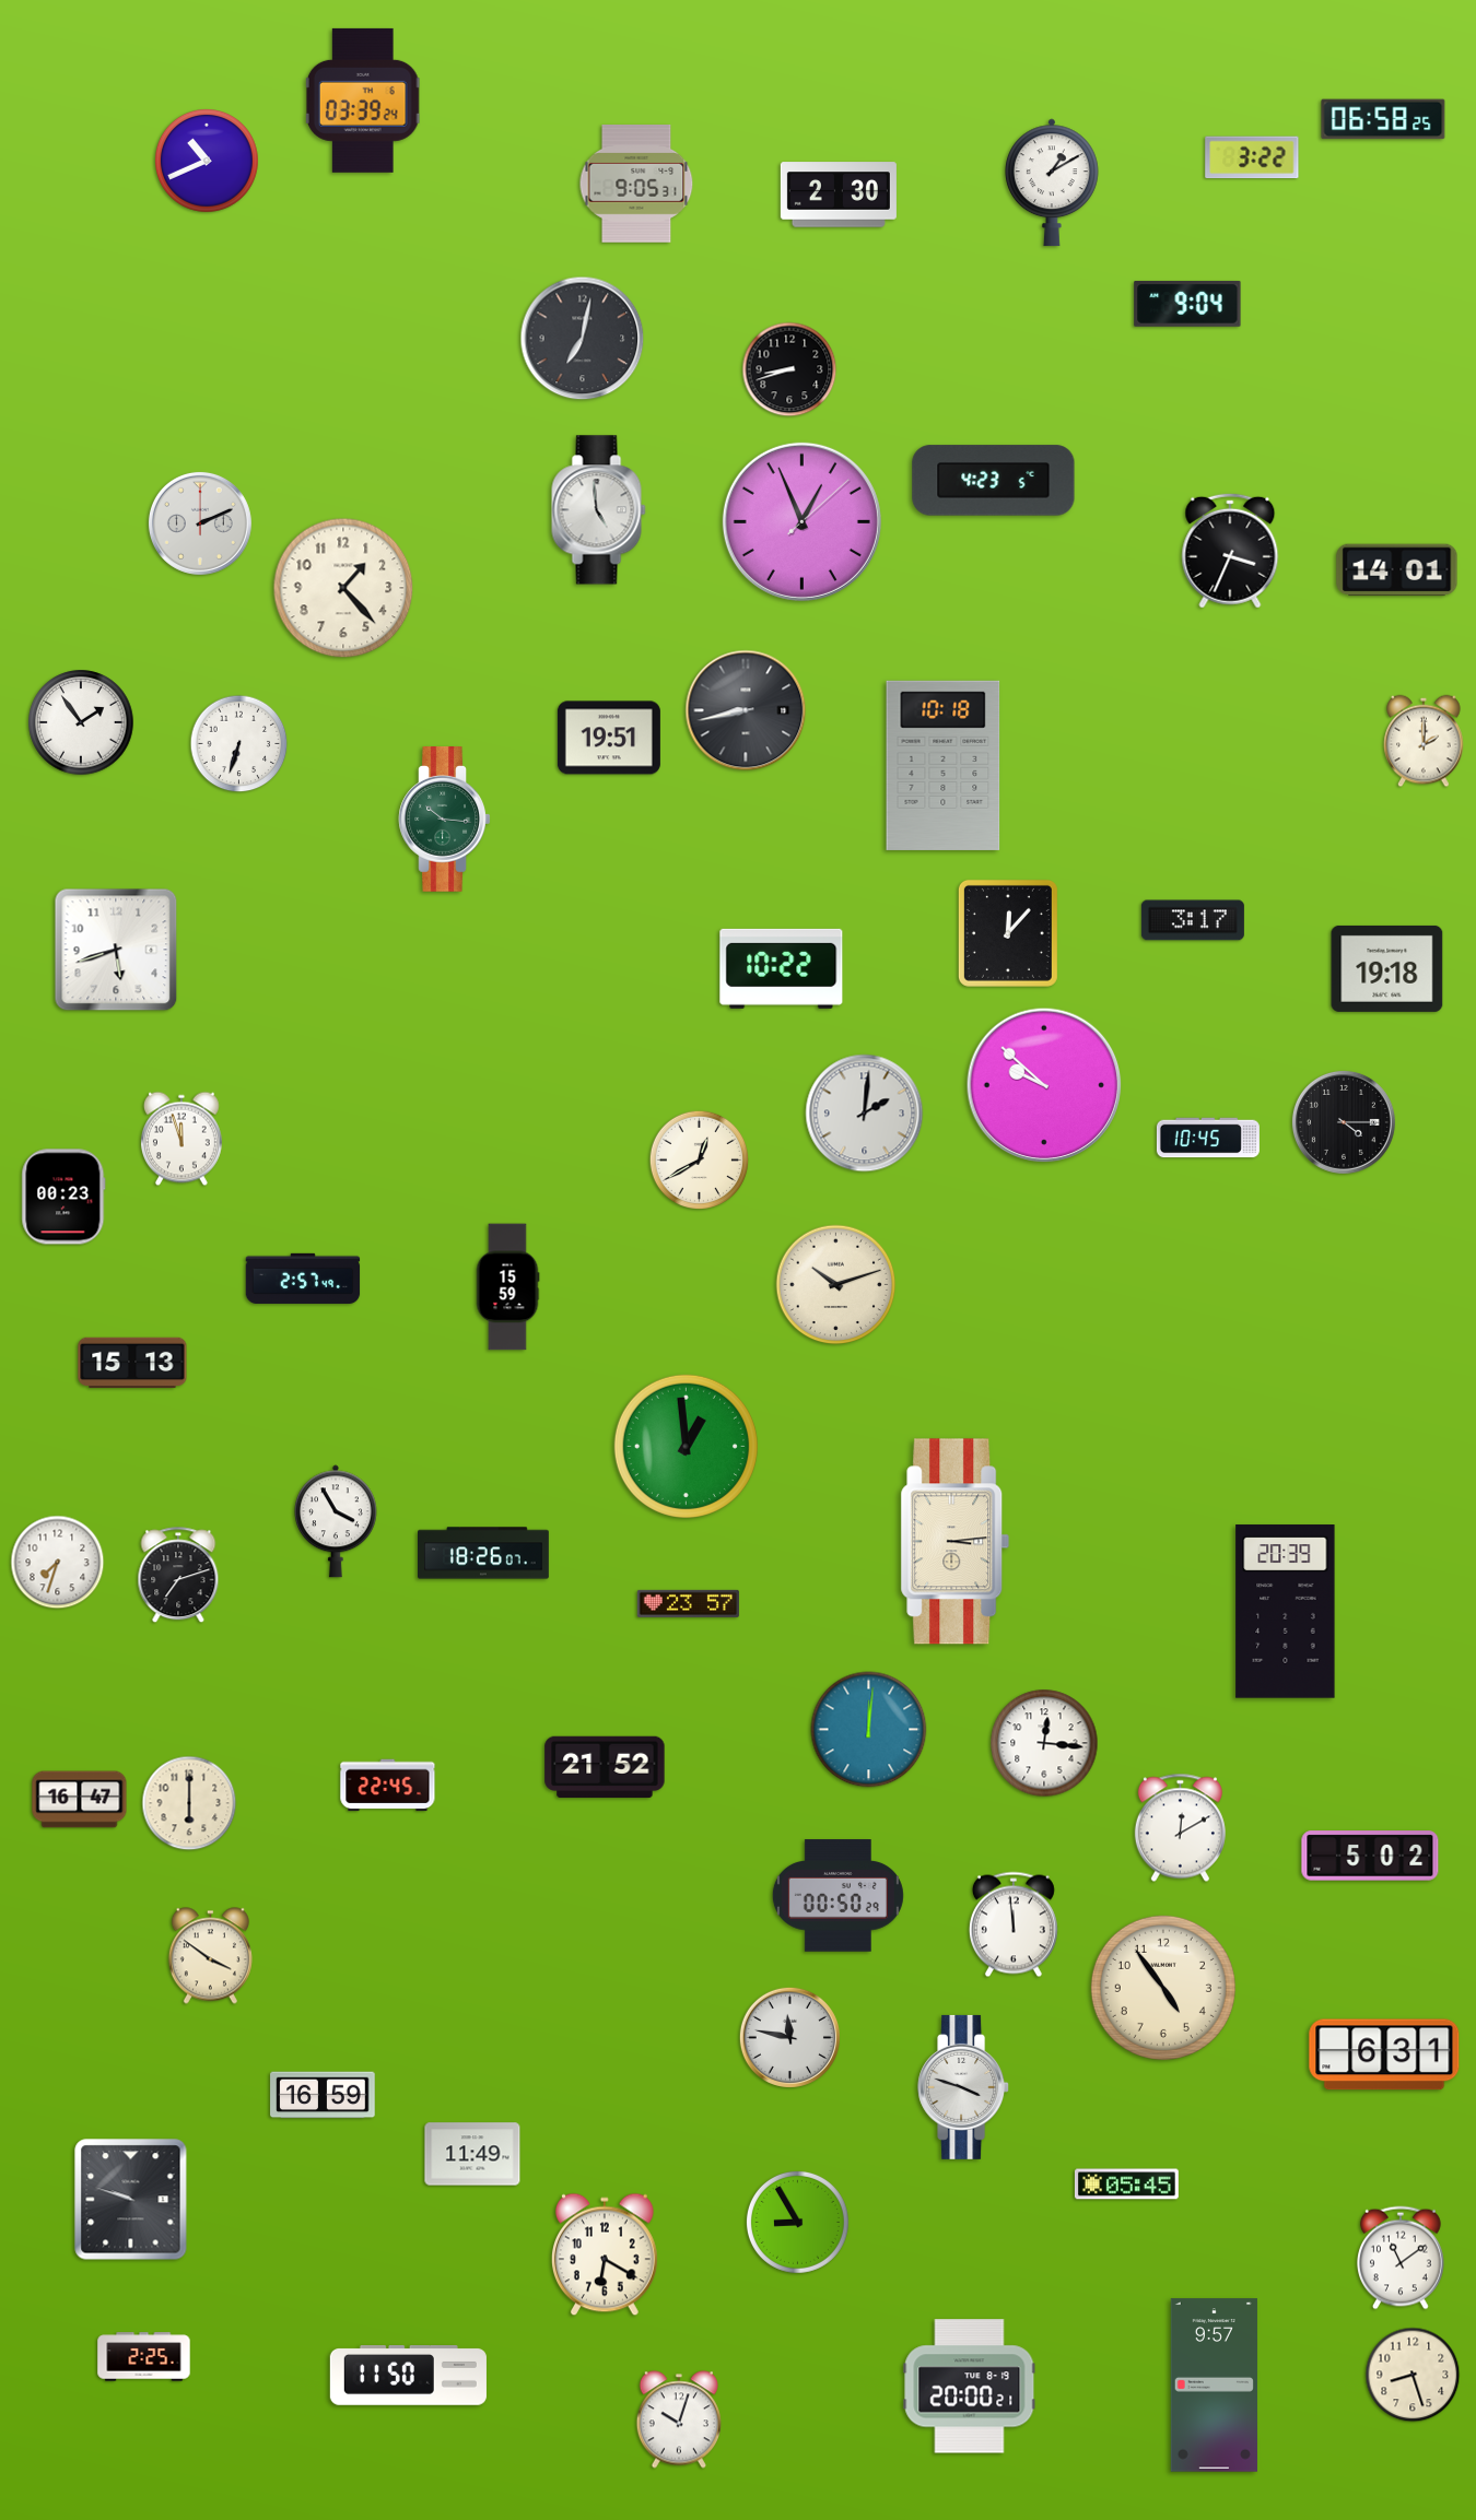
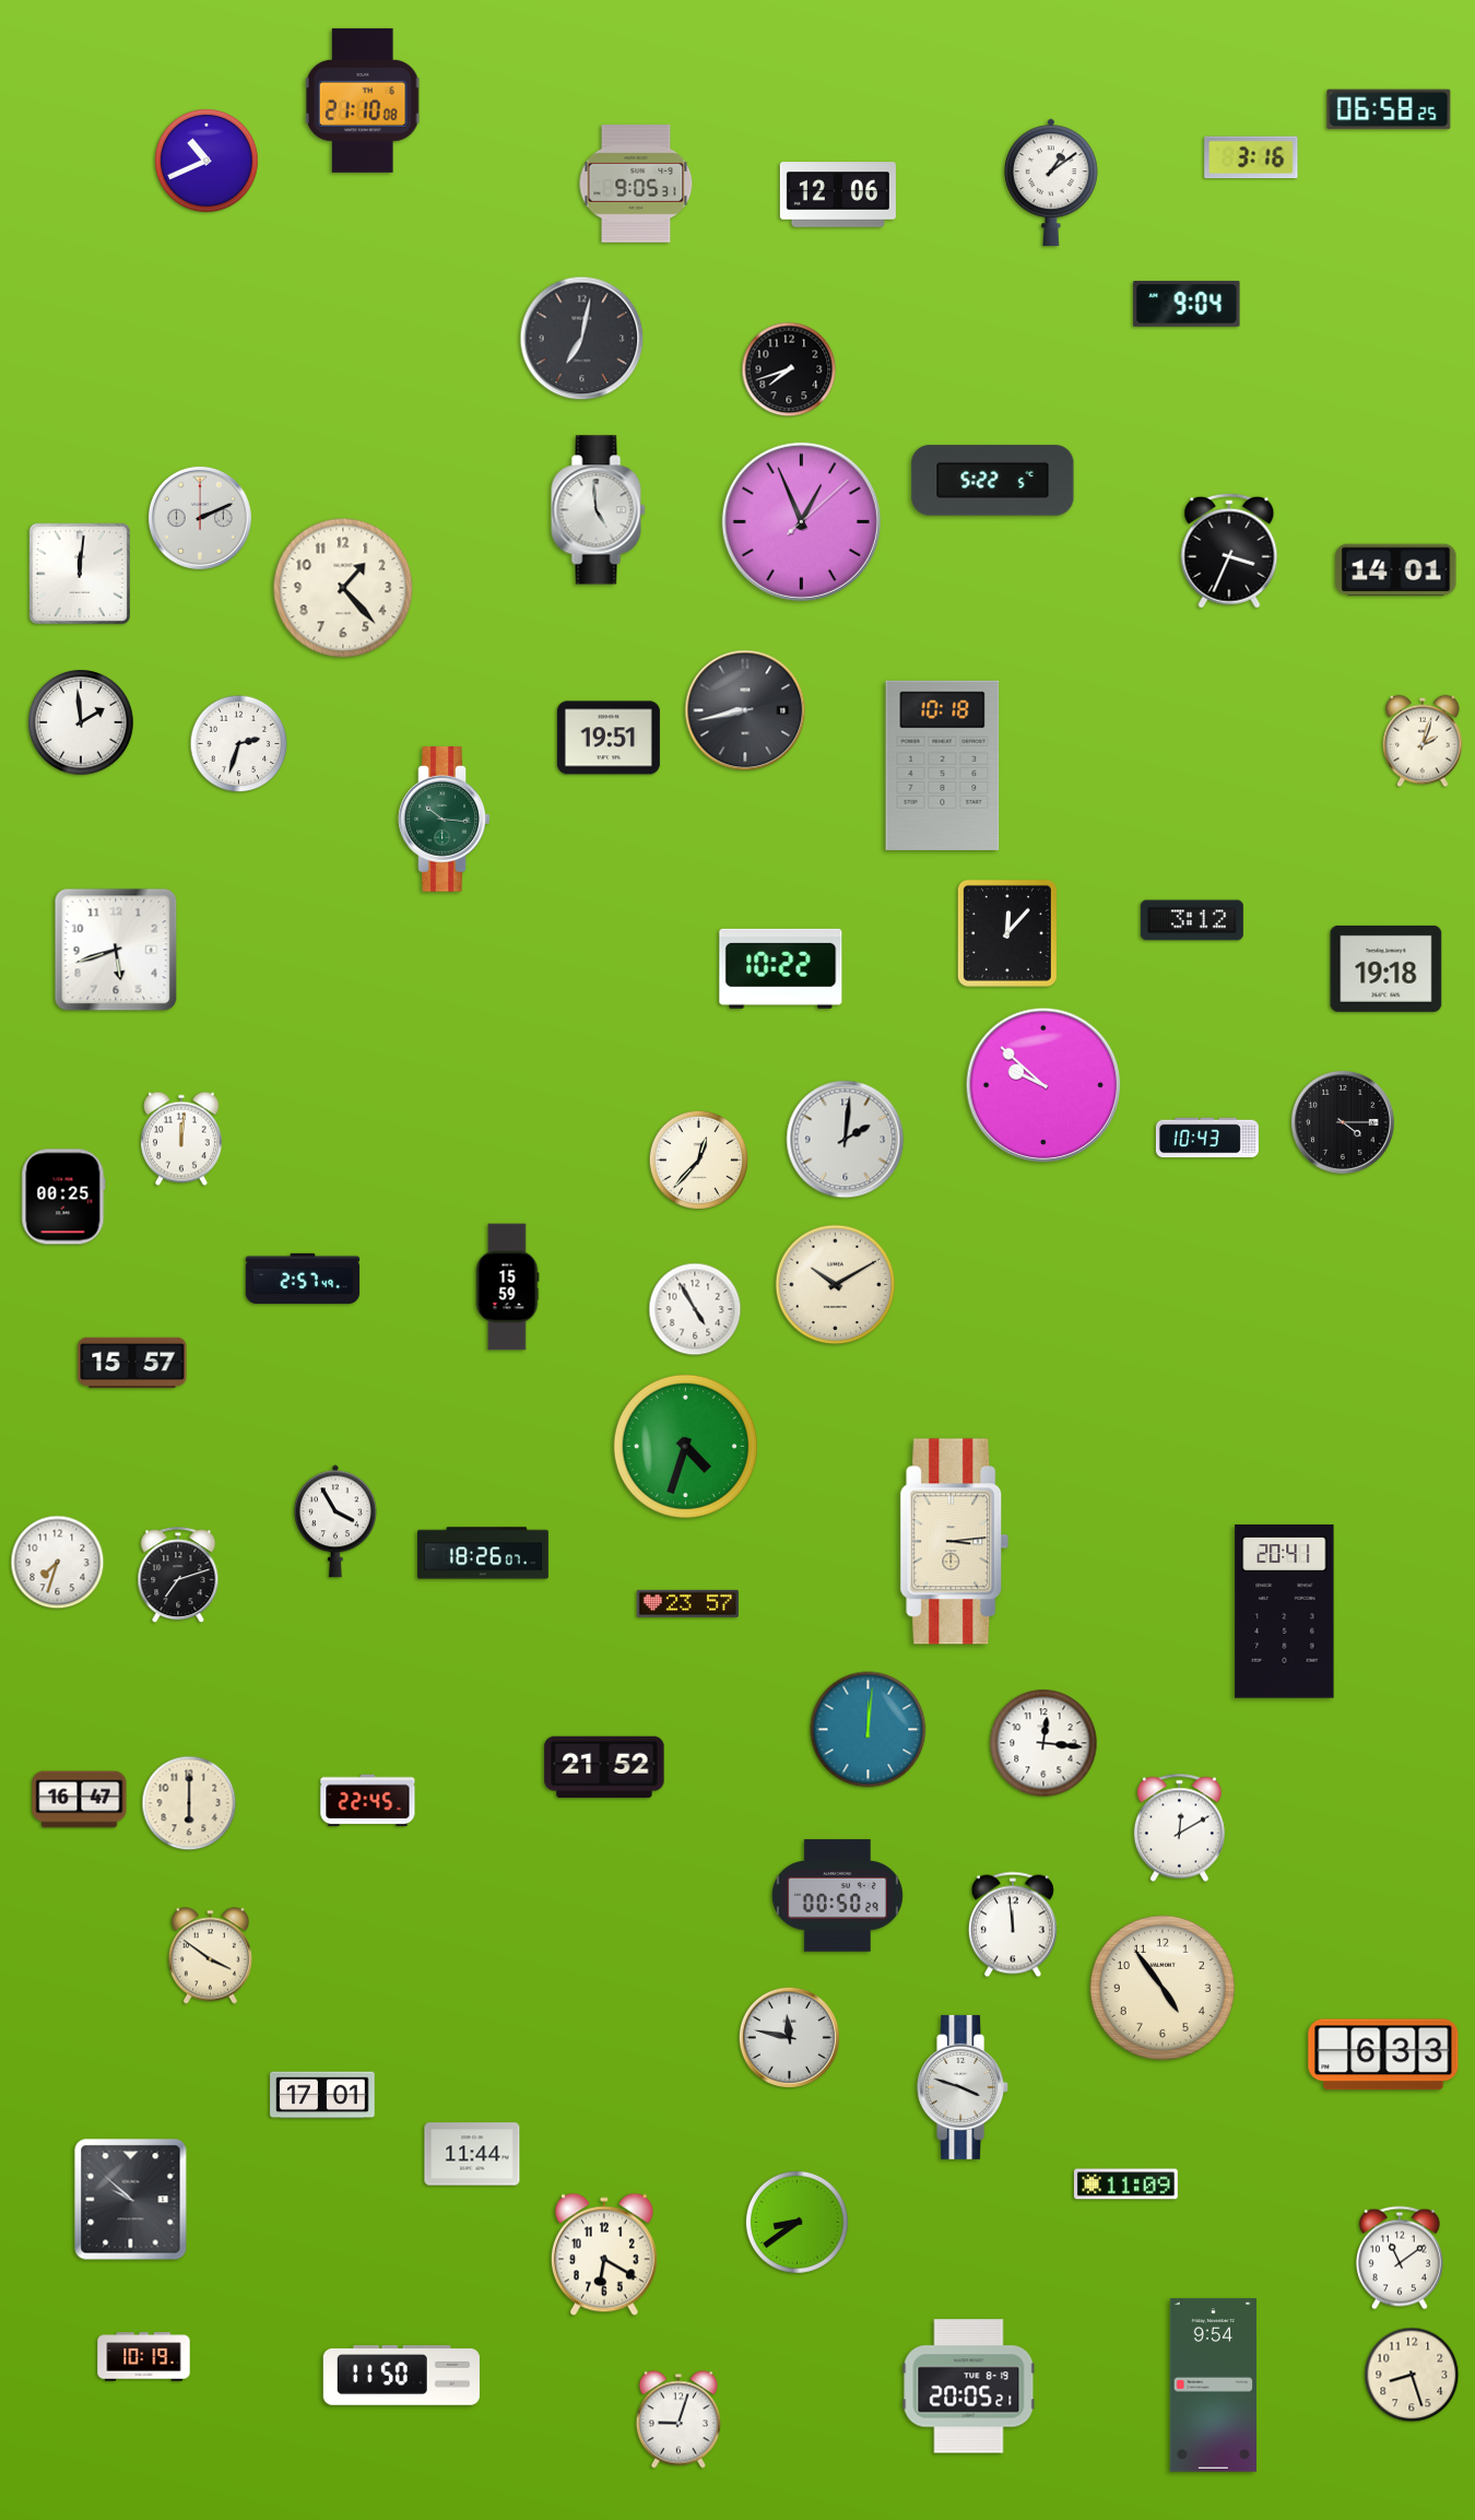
clock at (363, 101): 03:39 -> 21:10
clock at (1383, 119) position: (1383, 119) -> (1389, 109)
clock at (1252, 157): 3:22 -> 3:16
clock at (1052, 182): 1:10 -> 1:09
clock at (839, 195): 2:30 -> 12:06
clock at (789, 369): 8:42 -> 7:42
clock at (994, 481): 4:23 -> 5:22
clock at (200, 523) position: (200, 523) -> (200, 518)
clock at (80, 574): none -> 12:01
clock at (81, 722): 1:54 -> 1:59
clock at (1424, 741): 2:00 -> 2:03
clock at (239, 744): 6:33 -> 2:33
clock at (1193, 920): 3:17 -> 3:12
clock at (865, 1114) position: (865, 1114) -> (846, 1140)
clock at (1208, 1138): 10:45 -> 10:43
clock at (181, 1139): 11:57 -> 12:01
clock at (700, 1161): 12:40 -> 12:37
clock at (63, 1197): 00:23 -> 00:25
clock at (836, 1285): 10:12 -> 10:10
clock at (695, 1309): none -> 4:55
clock at (132, 1363): 15:13 -> 15:57
clock at (686, 1446): 12:59 -> 4:33
clock at (1286, 1612): 20:39 -> 20:41
clock at (388, 1786) position: (388, 1786) -> (368, 1801)
clock at (1370, 1856): 5:02 -> none
clock at (1384, 2054): 6:31 -> 6:33
clock at (323, 2095): 16:59 -> 17:01
clock at (472, 2154): 11:49 -> 11:44
clock at (1126, 2185): 05:45 -> 11:09
clock at (131, 2200): 9:48 -> 9:52
clock at (797, 2222): 8:55 -> 8:39
clock at (144, 2357): 2:25 -> 10:19
clock at (408, 2376) position: (408, 2376) -> (401, 2376)
clock at (1214, 2386): 9:57 -> 9:54
clock at (970, 2387): 20:00 -> 20:05
clock at (679, 2419): 10:03 -> 9:03
